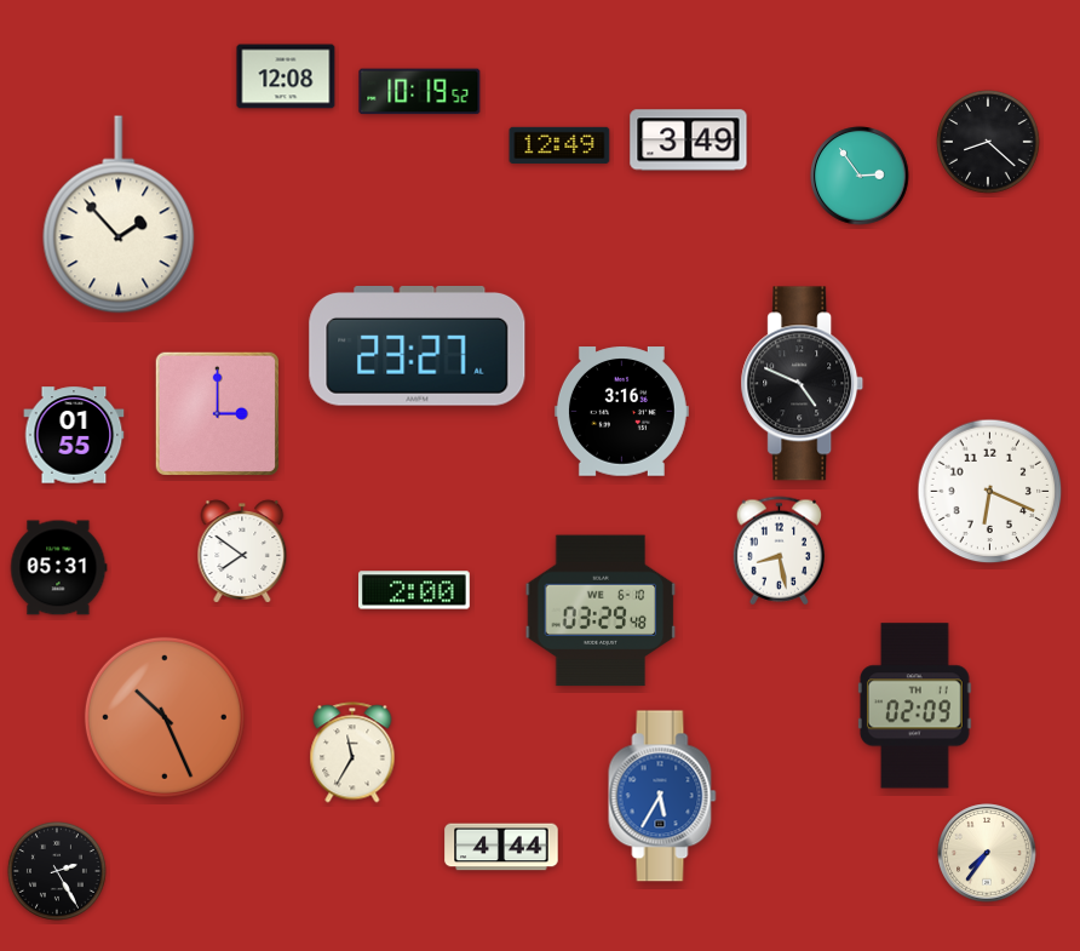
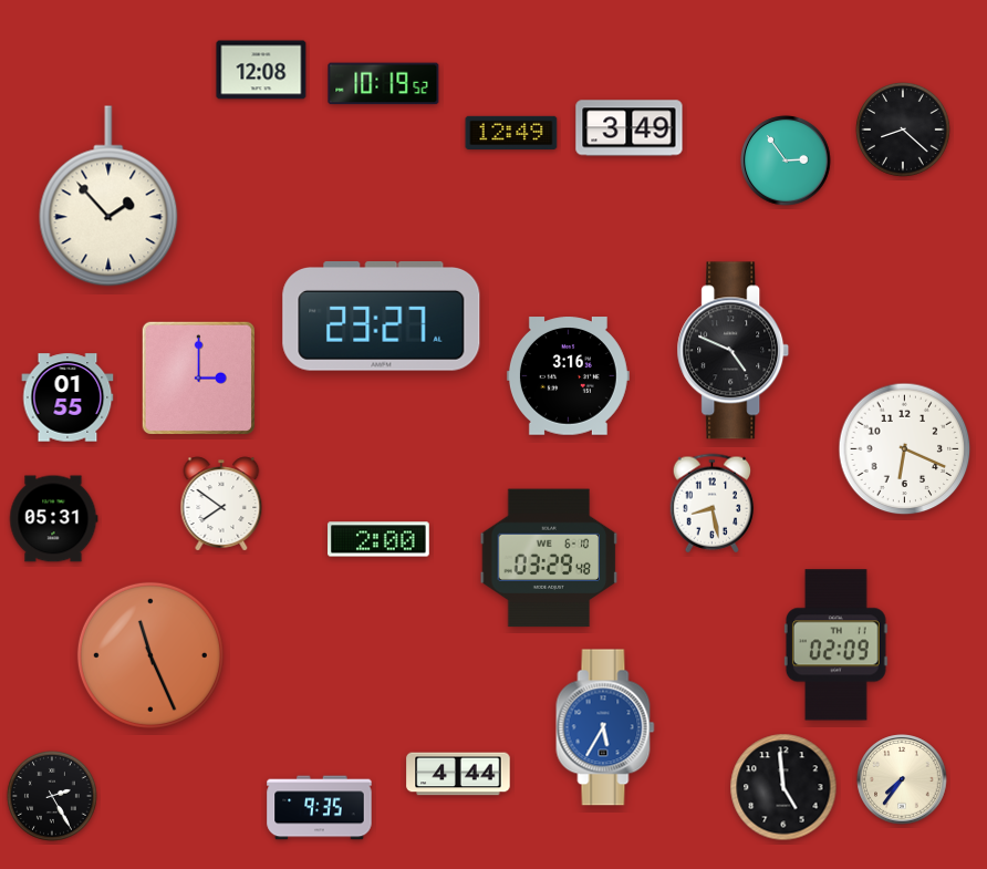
clock at (165, 717): 10:26 -> 11:26
clock at (352, 752): 11:35 -> none
clock at (783, 787): none -> 4:59
clock at (320, 808): none -> 9:35
